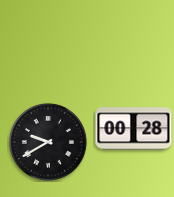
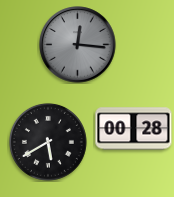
clock at (78, 45): none -> 12:16
clock at (48, 142): 9:40 -> 5:40
